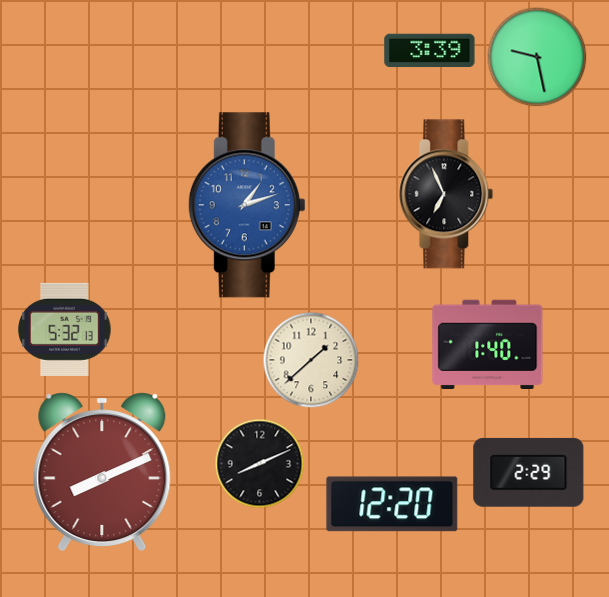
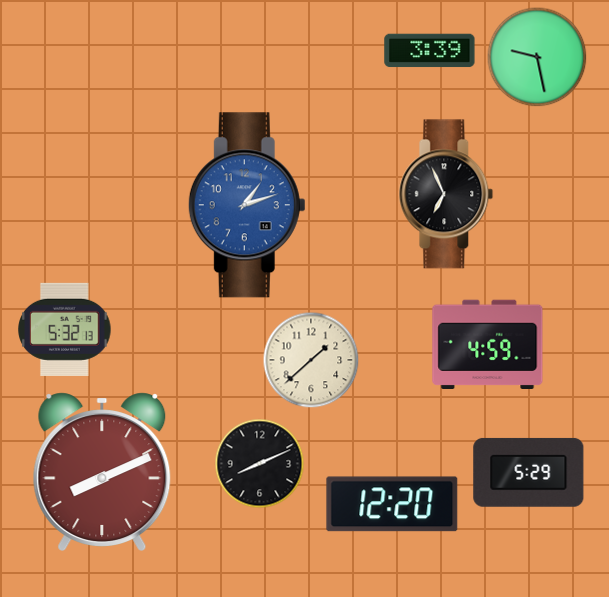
clock at (488, 344): 1:40 -> 4:59
clock at (529, 472): 2:29 -> 5:29
